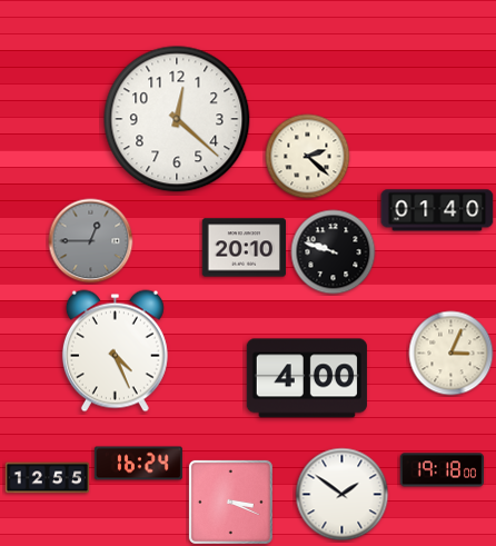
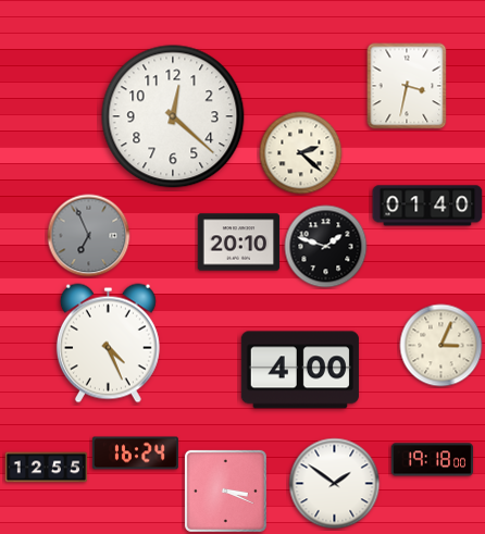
clock at (407, 86): none -> 3:32
clock at (91, 241): 12:45 -> 6:56
clock at (334, 252): 9:48 -> 1:48
clock at (115, 351) position: (115, 351) -> (108, 344)
